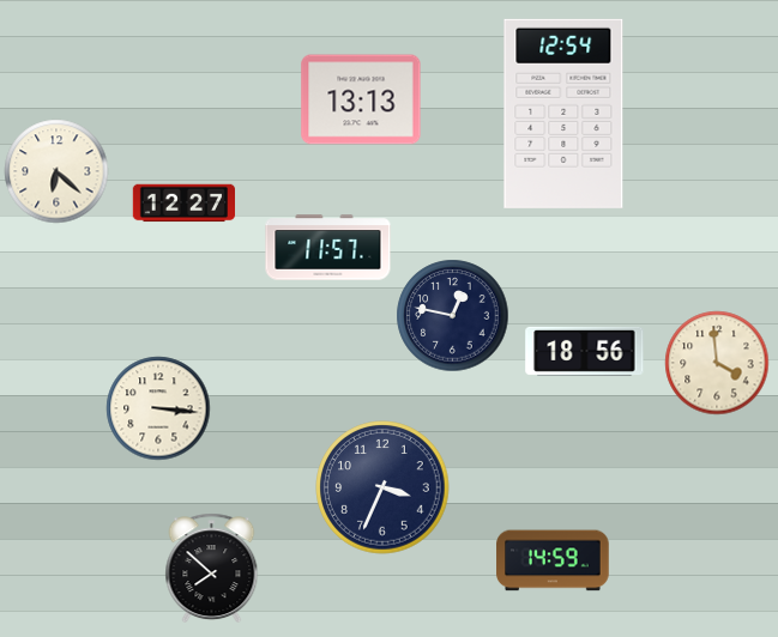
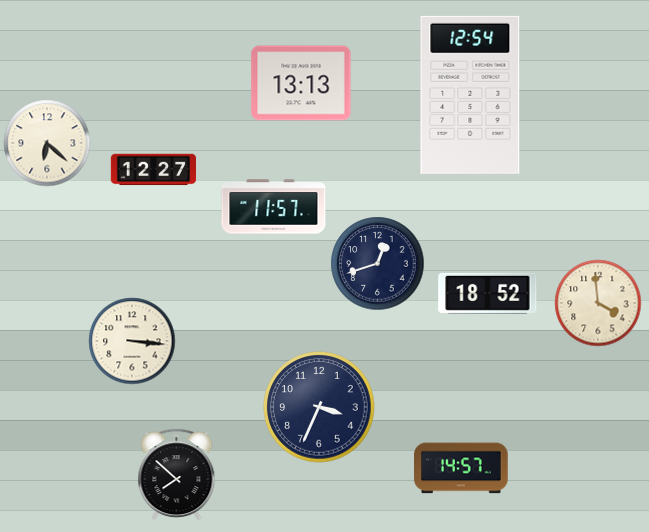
clock at (453, 316): 12:47 -> 12:42
clock at (585, 351): 18:56 -> 18:52
clock at (553, 560): 14:59 -> 14:57
